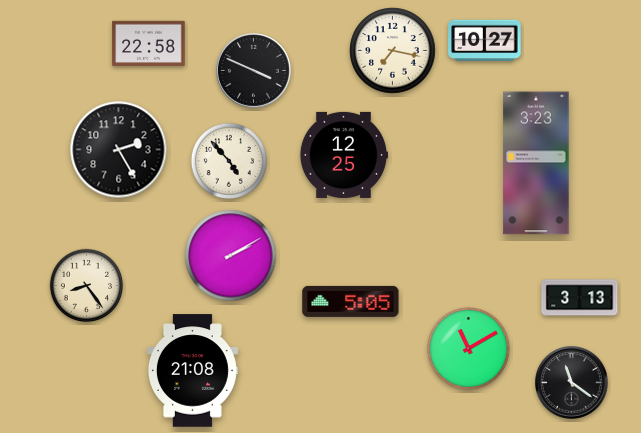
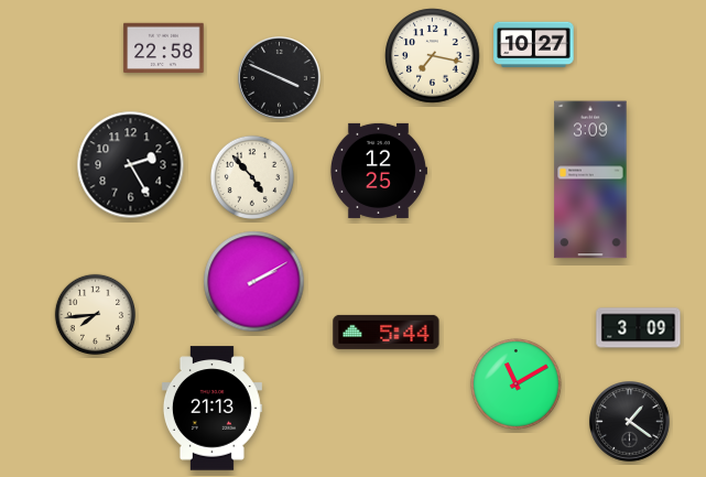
clock at (536, 163): 3:23 -> 3:09
clock at (86, 285): 8:24 -> 7:44
clock at (580, 298): 3:13 -> 3:09
clock at (351, 301): 5:05 -> 5:44
clock at (192, 371): 21:08 -> 21:13
clock at (572, 383): 11:21 -> 1:21
